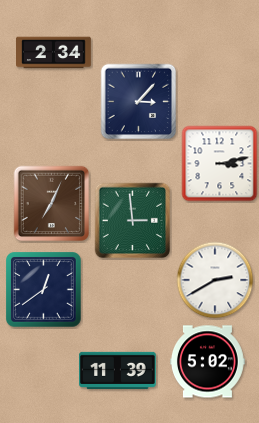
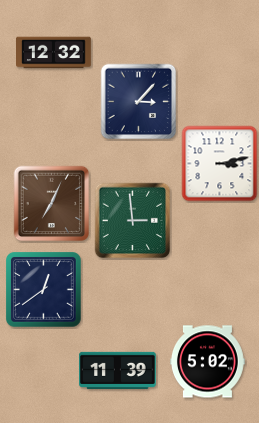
clock at (54, 53): 2:34 -> 12:32
clock at (215, 280): 2:40 -> none
